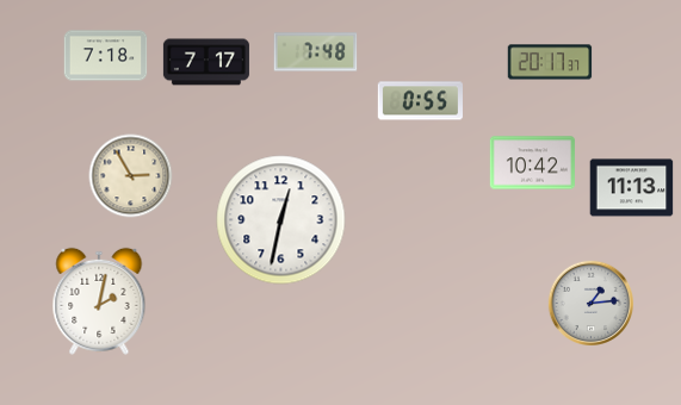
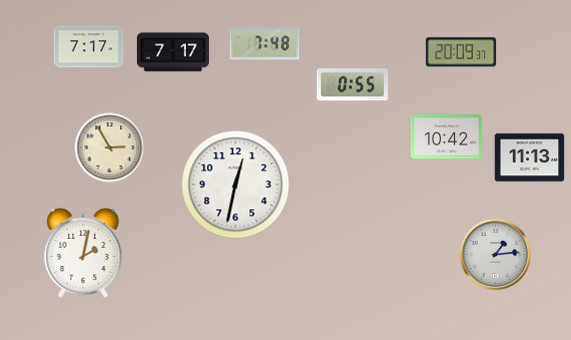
clock at (106, 56): 7:18 -> 7:17
clock at (550, 62): 20:17 -> 20:09
